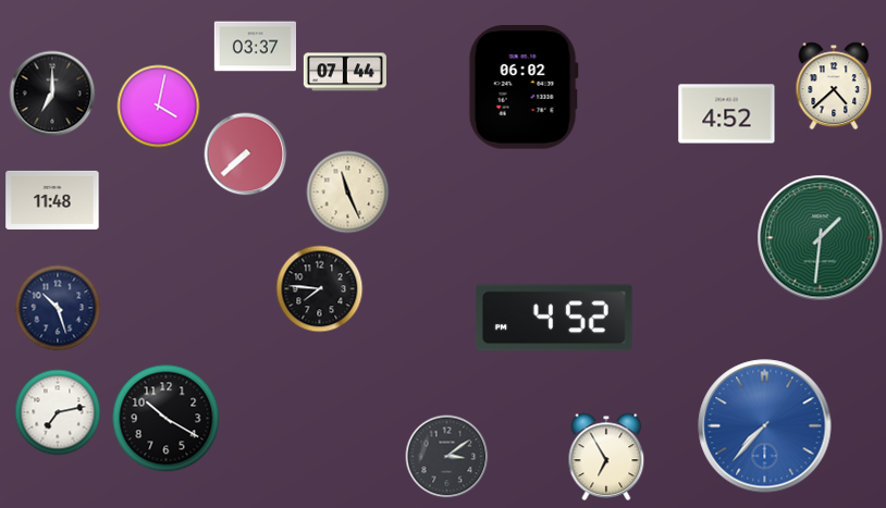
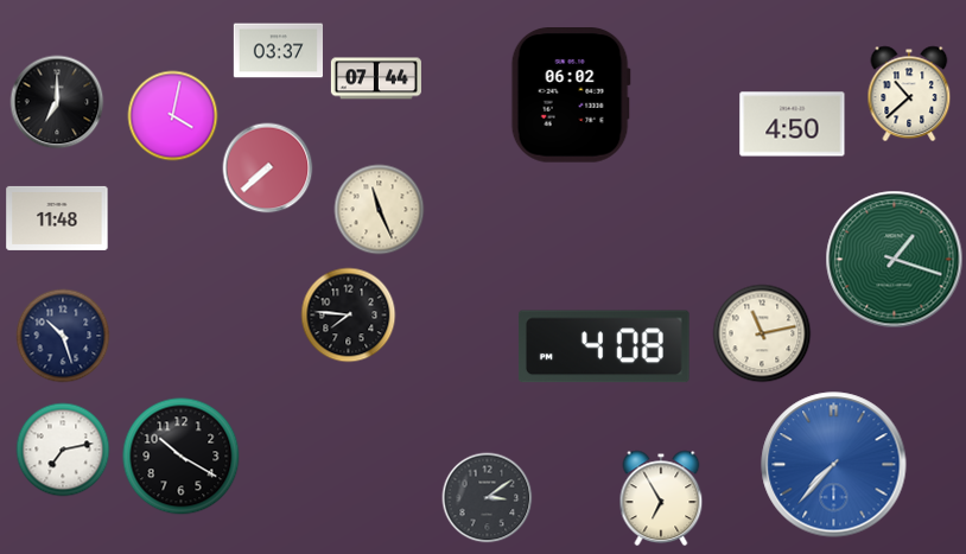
clock at (834, 86): 4:38 -> 10:38
clock at (727, 114): 4:52 -> 4:50
clock at (821, 238): 1:31 -> 1:18
clock at (762, 333): none -> 11:13
clock at (554, 318): 4:52 -> 4:08
